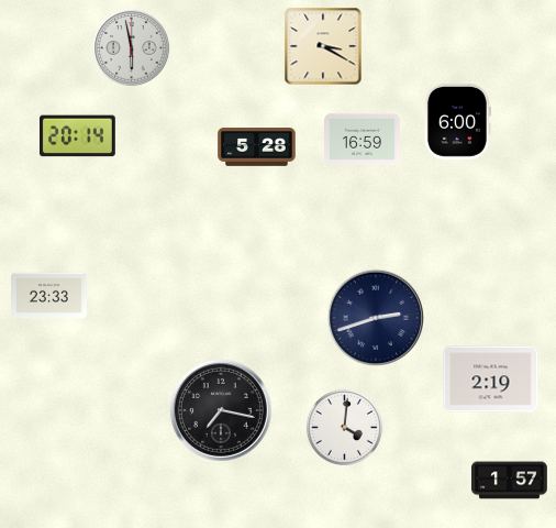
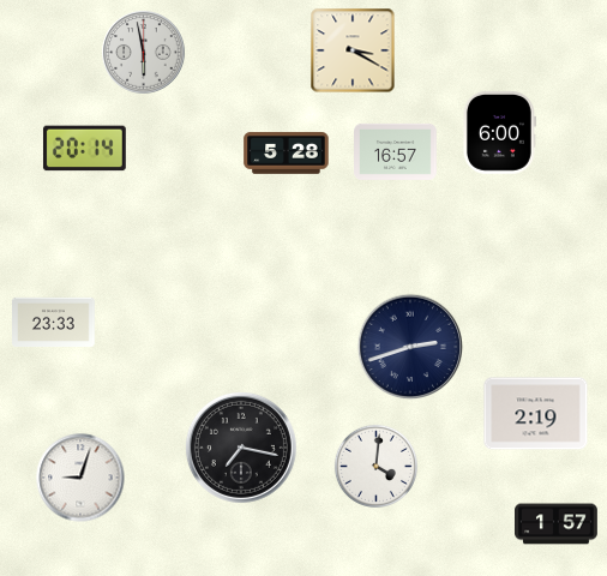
clock at (363, 139): 16:59 -> 16:57
clock at (257, 147) position: (257, 147) -> (287, 154)
clock at (80, 478): none -> 9:03
